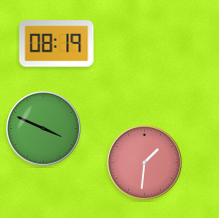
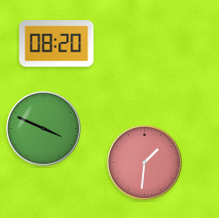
clock at (57, 44): 08:19 -> 08:20
